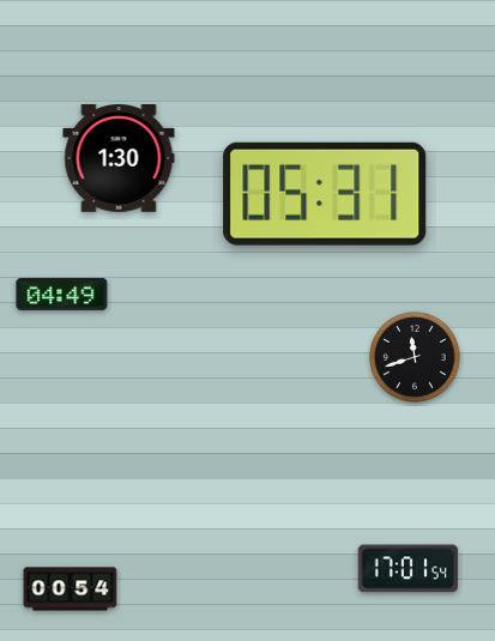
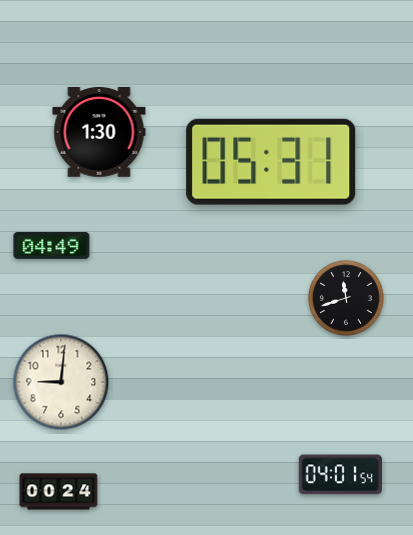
clock at (61, 382): none -> 9:01
clock at (408, 569): 17:01 -> 04:01
clock at (71, 589): 00:54 -> 00:24
